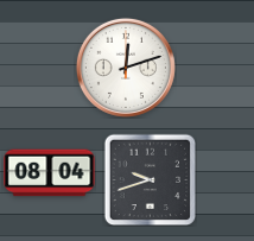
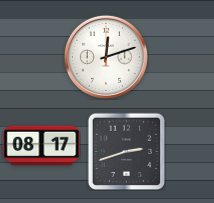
clock at (50, 173): 08:04 -> 08:17
clock at (150, 179): 9:42 -> 2:42
